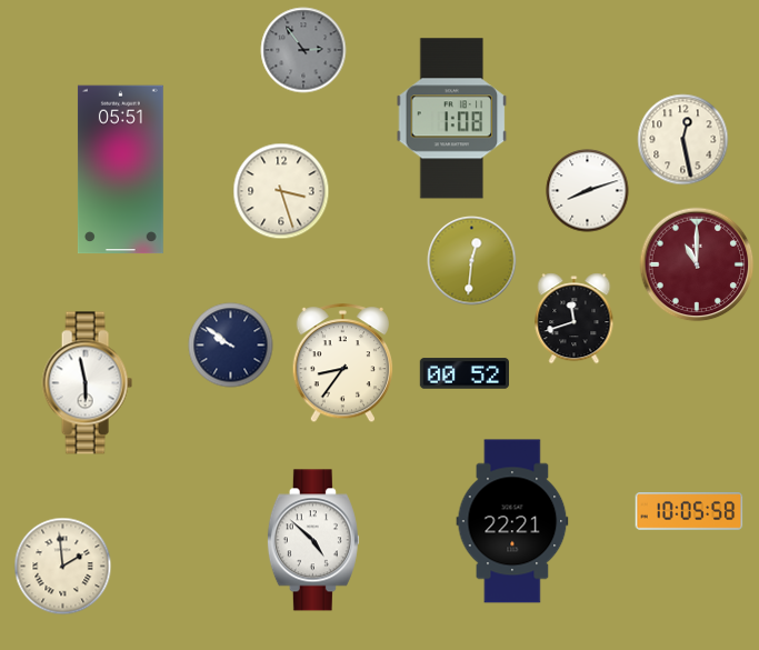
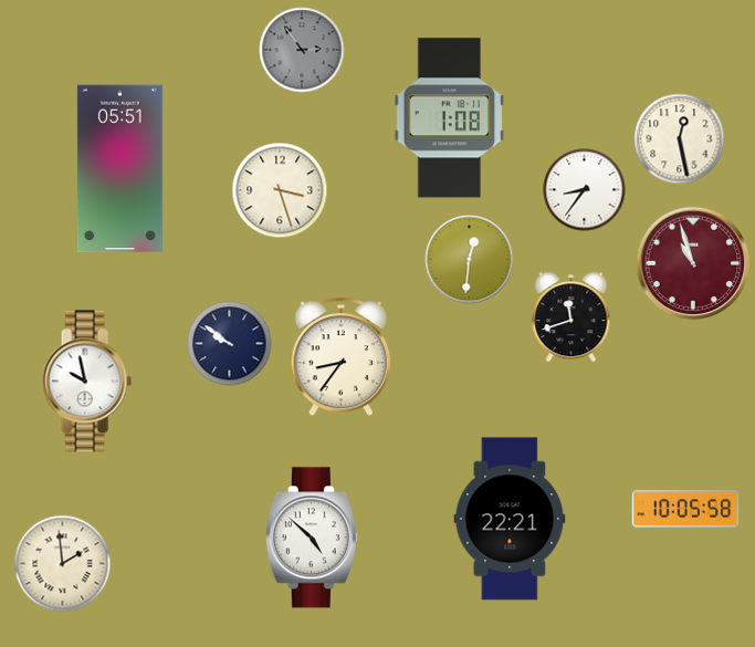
clock at (588, 191): 8:12 -> 8:36
clock at (697, 264): 11:00 -> 10:57
clock at (343, 363) position: (343, 363) -> (342, 357)
clock at (463, 373): 00:52 -> none
clock at (87, 383): 5:58 -> 9:58
